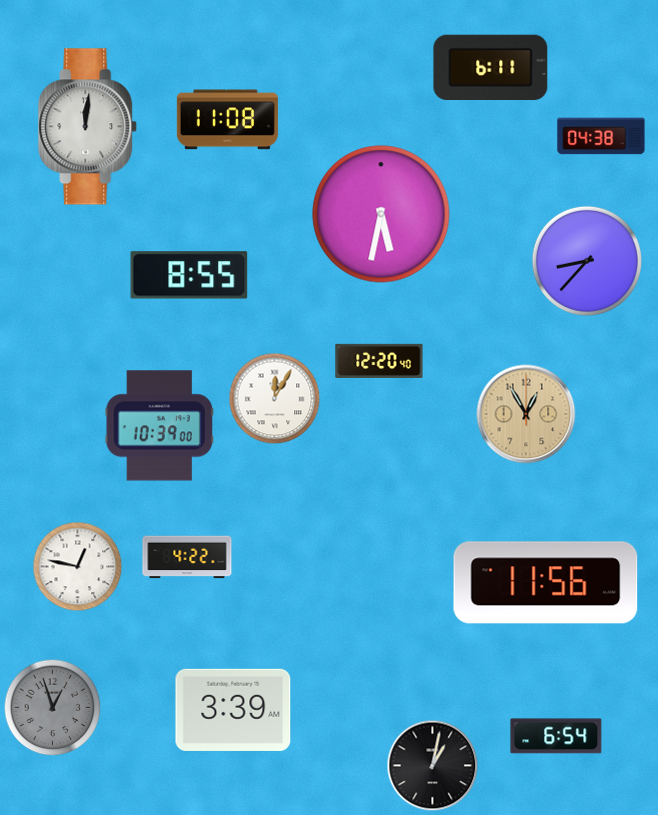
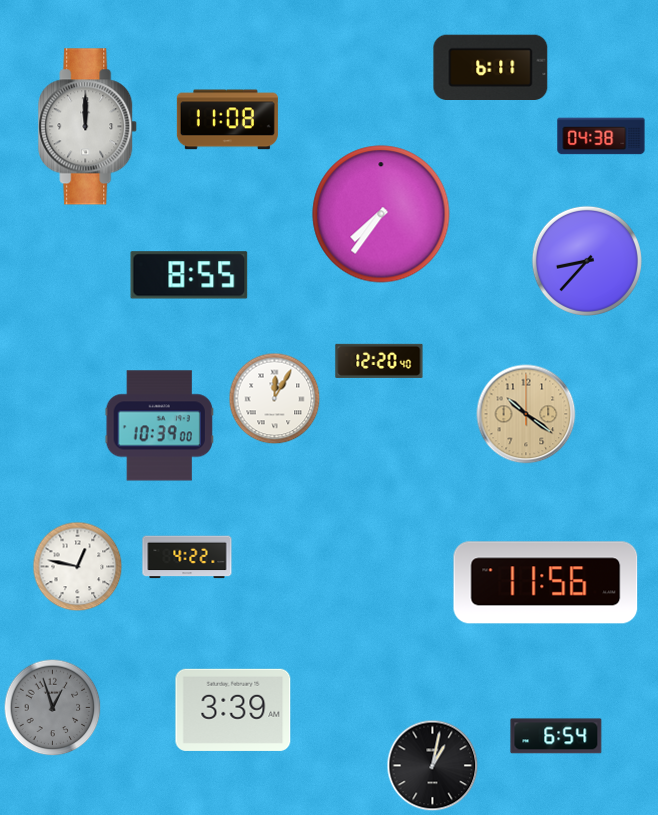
clock at (88, 127): 12:01 -> 12:00
clock at (381, 214): 5:32 -> 7:36
clock at (526, 414): 12:55 -> 10:21
